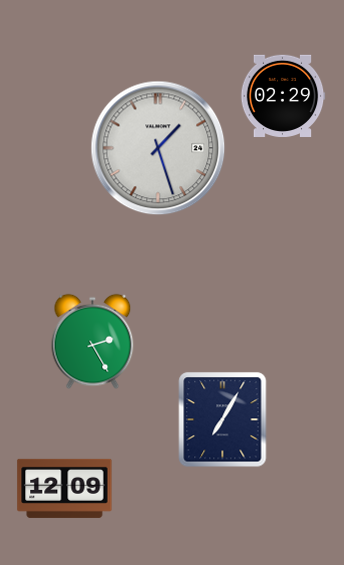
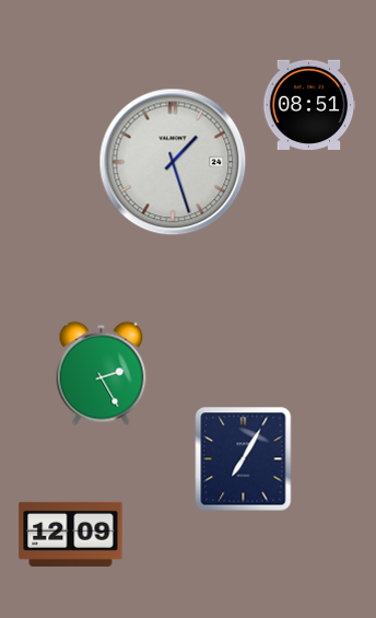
clock at (283, 96): 02:29 -> 08:51
